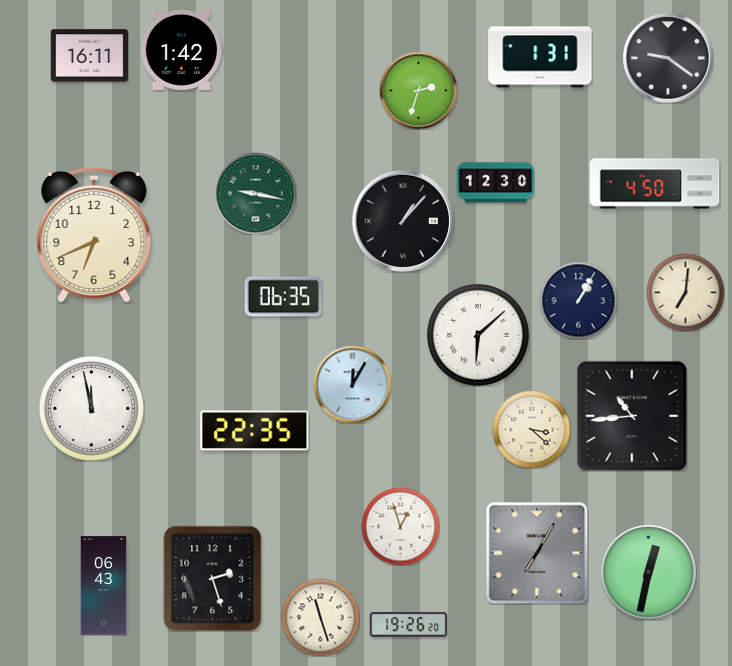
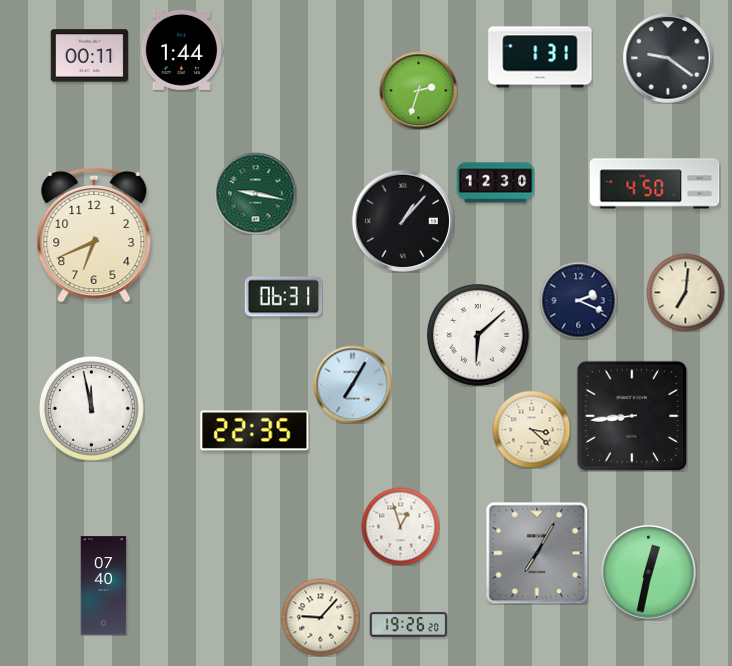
clock at (182, 50): 1:42 -> 1:44
clock at (89, 56): 16:11 -> 00:11
clock at (283, 297): 06:35 -> 06:31
clock at (578, 300): 1:05 -> 2:19
clock at (352, 384): 12:05 -> 7:05
clock at (631, 415): 10:44 -> 8:44
clock at (213, 578): 2:27 -> none
clock at (104, 586): 06:43 -> 07:40
clock at (320, 617): 11:27 -> 9:07
